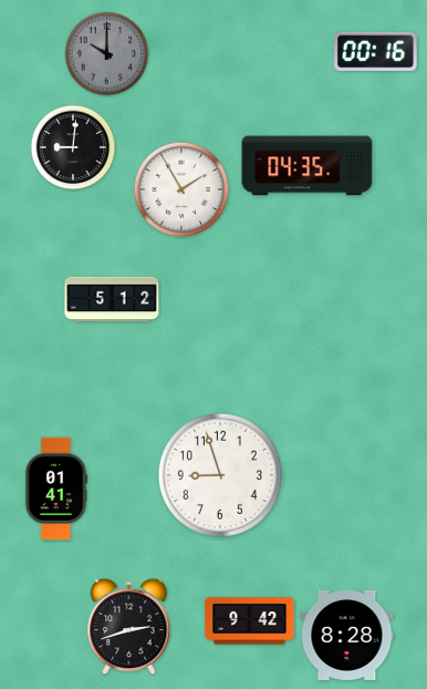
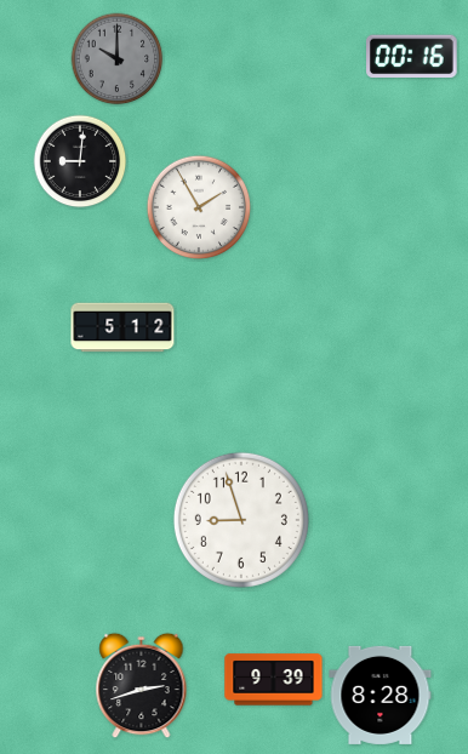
clock at (308, 166): 04:35 -> none
clock at (56, 489): 01:41 -> none
clock at (250, 621): 9:42 -> 9:39
